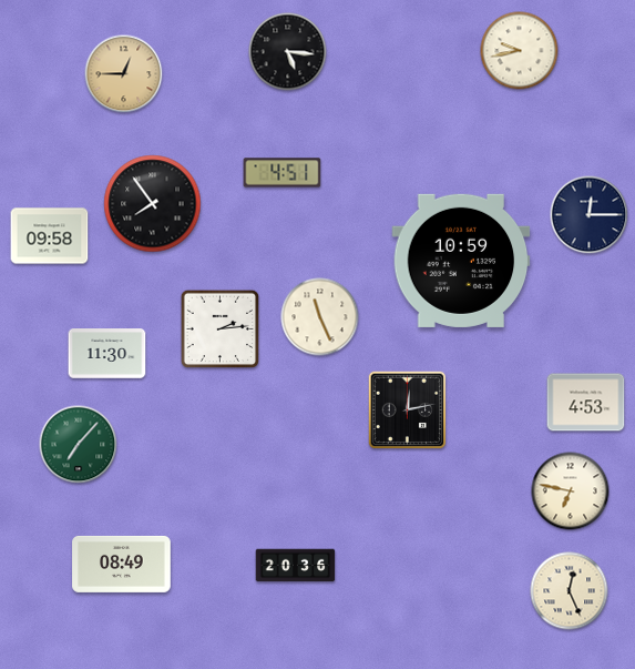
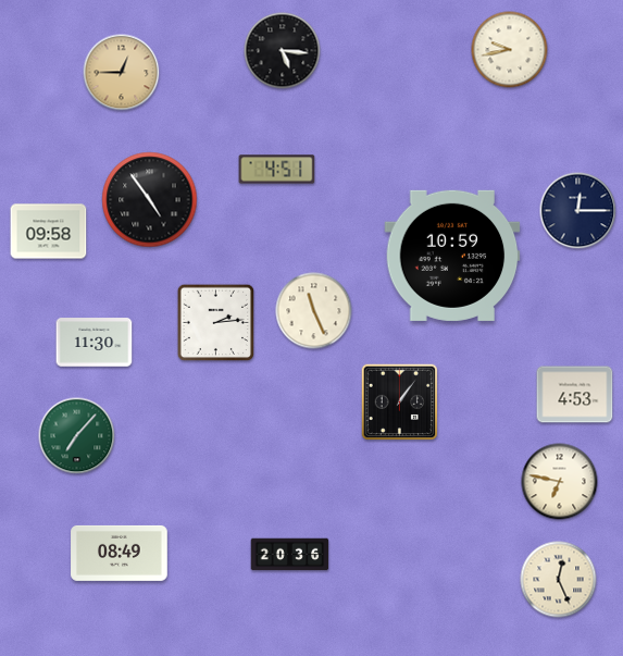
clock at (153, 204): 7:54 -> 4:54
clock at (107, 354) position: (107, 354) -> (95, 343)
clock at (408, 410): 12:13 -> 1:06
